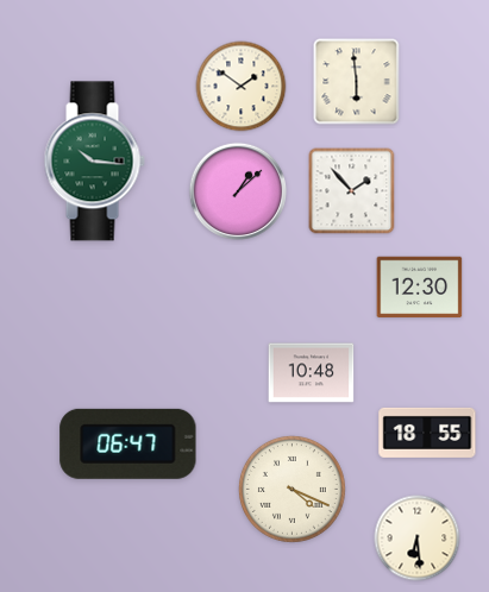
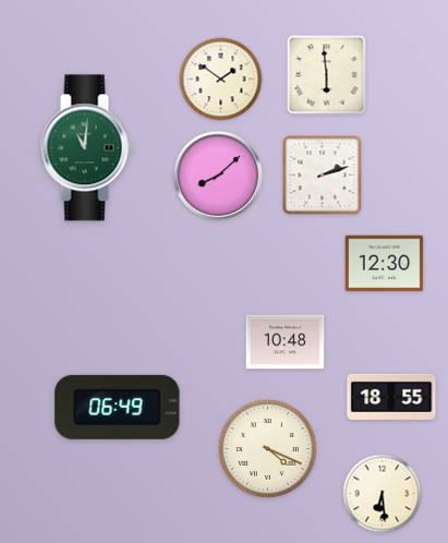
clock at (94, 162): 10:16 -> 11:01
clock at (237, 190): 1:08 -> 8:08
clock at (352, 191): 1:53 -> 2:12
clock at (128, 443): 06:47 -> 06:49
